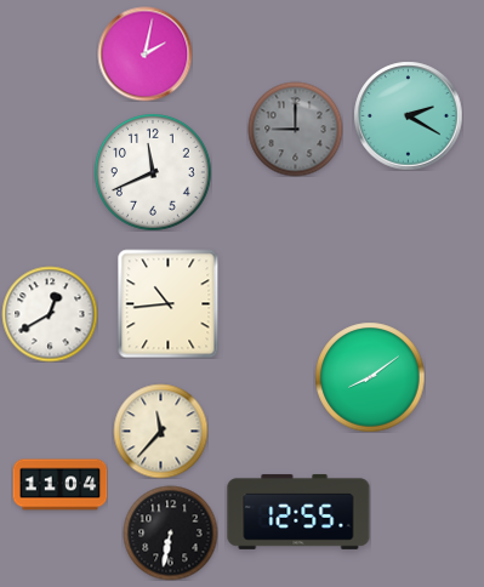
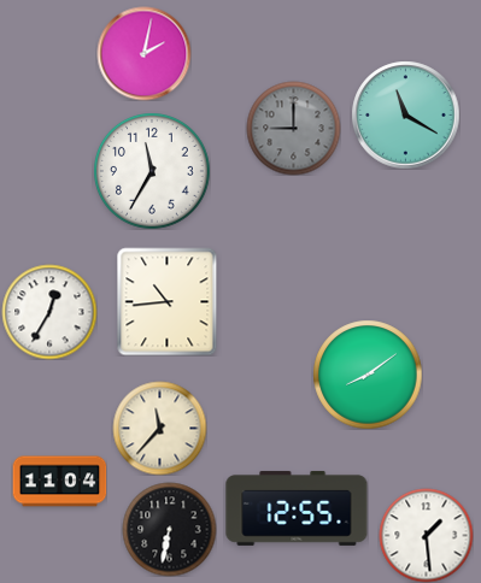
clock at (408, 115): 2:20 -> 11:20
clock at (153, 172): 11:41 -> 11:35
clock at (50, 314): 12:40 -> 12:35
clock at (426, 535): none -> 1:29
